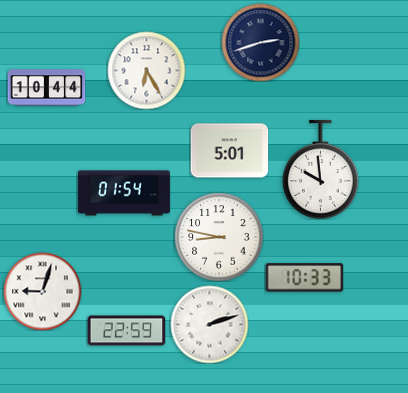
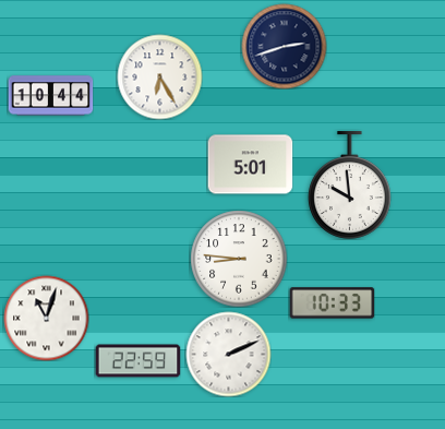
clock at (124, 193): 01:54 -> none
clock at (219, 237): 8:47 -> 8:46
clock at (42, 291): 9:03 -> 11:03
clock at (209, 324): 2:12 -> 2:11
